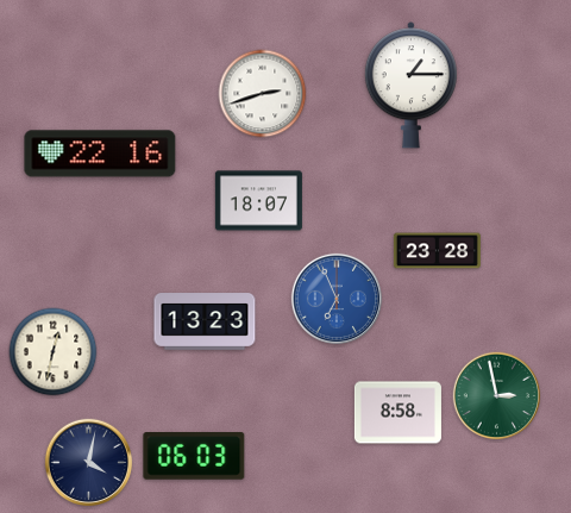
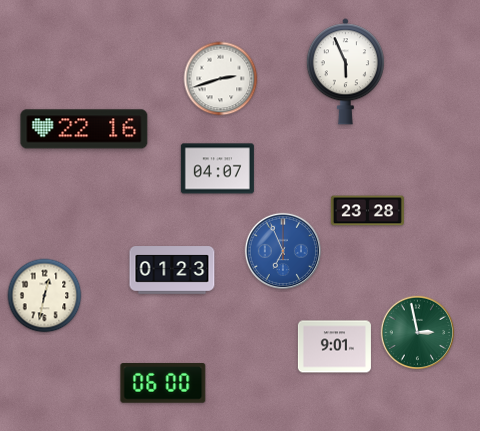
clock at (410, 86): 1:15 -> 5:56
clock at (258, 201): 18:07 -> 04:07
clock at (205, 321): 13:23 -> 01:23
clock at (397, 413): 8:58 -> 9:01
clock at (194, 457): 06:03 -> 06:00
clock at (89, 463): 4:02 -> none
